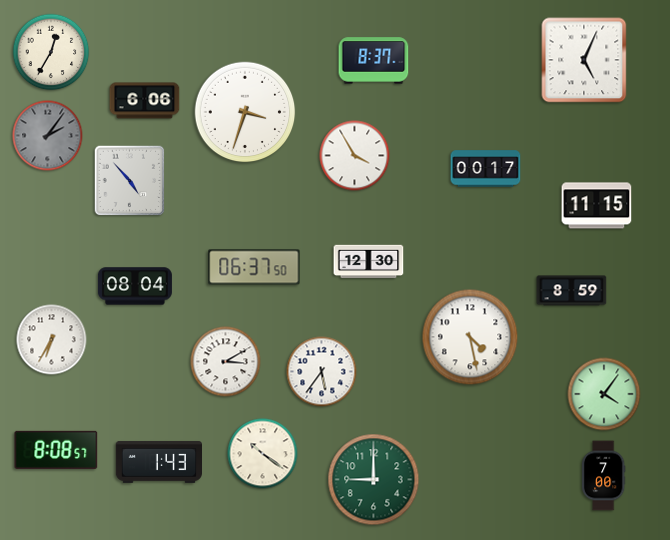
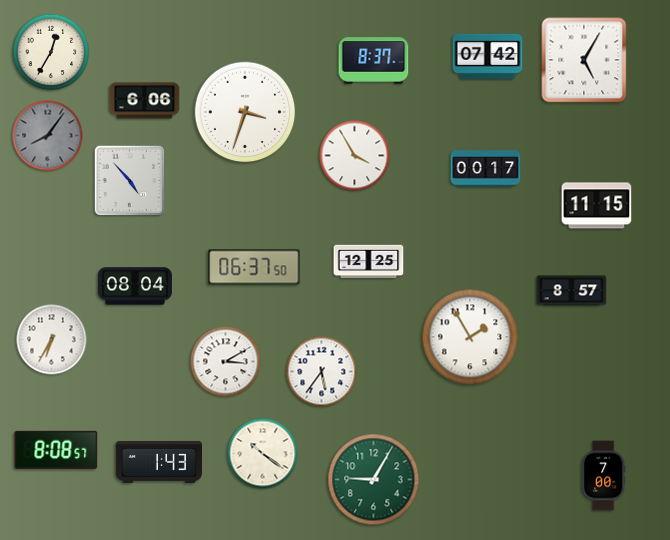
clock at (488, 56): none -> 07:42
clock at (584, 60): 5:04 -> 5:05
clock at (48, 136): 2:06 -> 8:06
clock at (369, 262): 12:30 -> 12:25
clock at (572, 291): 8:59 -> 8:57
clock at (470, 337): 4:28 -> 1:55
clock at (604, 394): 4:06 -> none
clock at (374, 480): 9:00 -> 9:05
